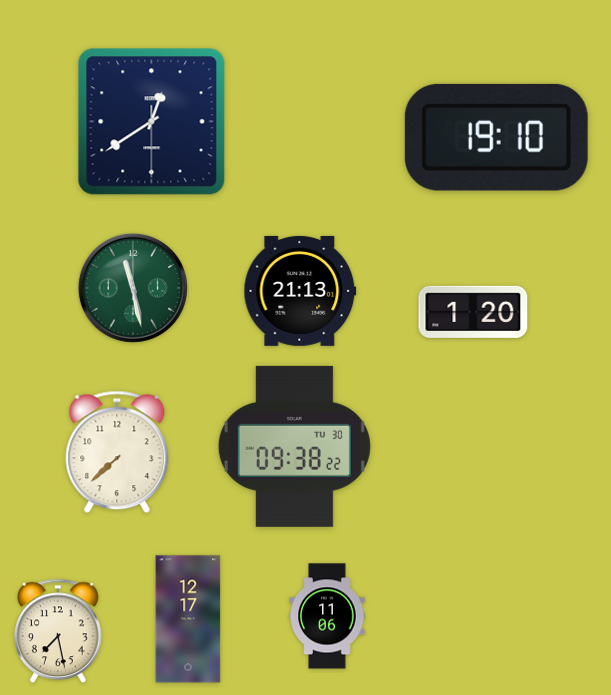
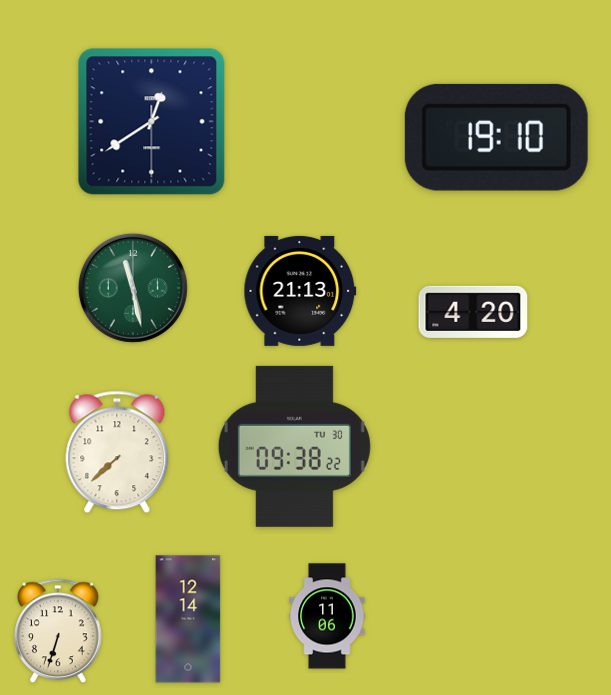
clock at (473, 312): 1:20 -> 4:20
clock at (188, 619): 12:17 -> 12:14
clock at (59, 631): 7:28 -> 6:33
